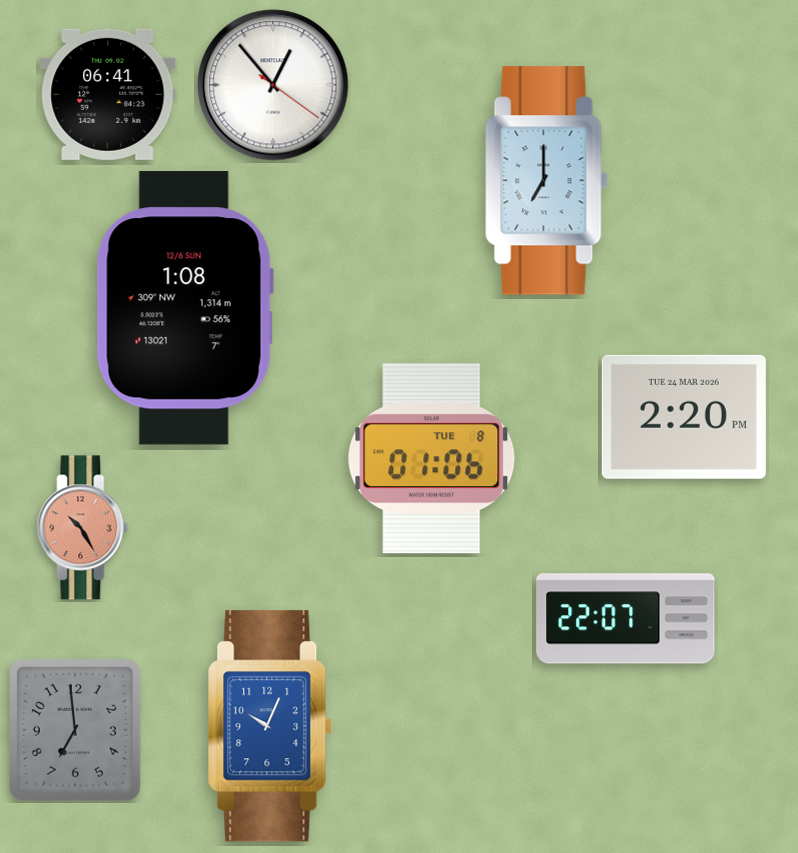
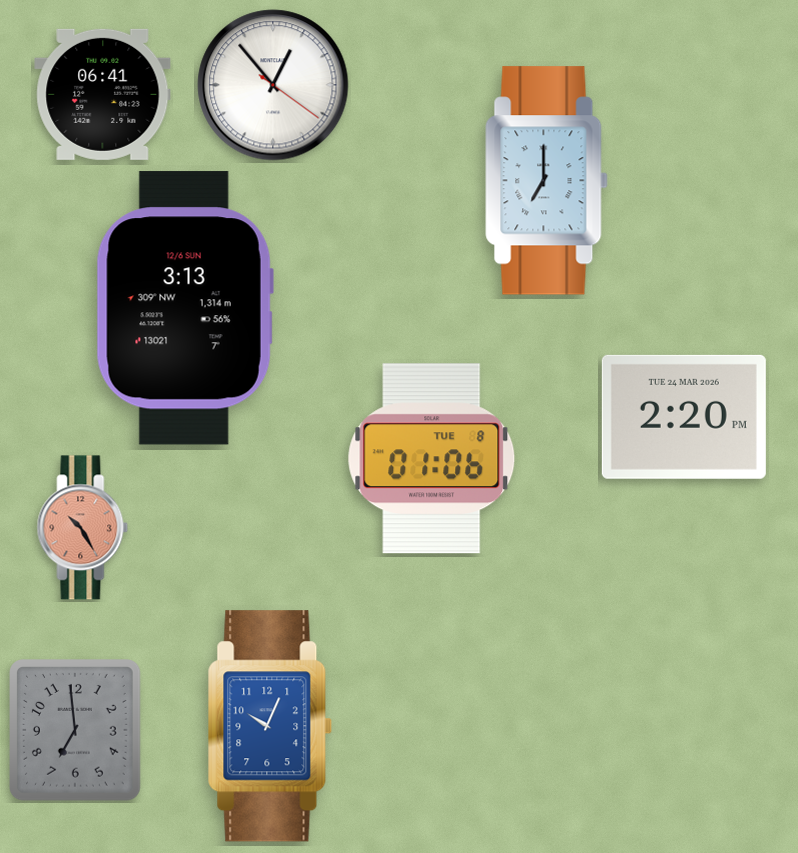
clock at (108, 94) position: (108, 94) -> (103, 94)
clock at (185, 308): 1:08 -> 3:13
clock at (626, 619): 22:07 -> none
